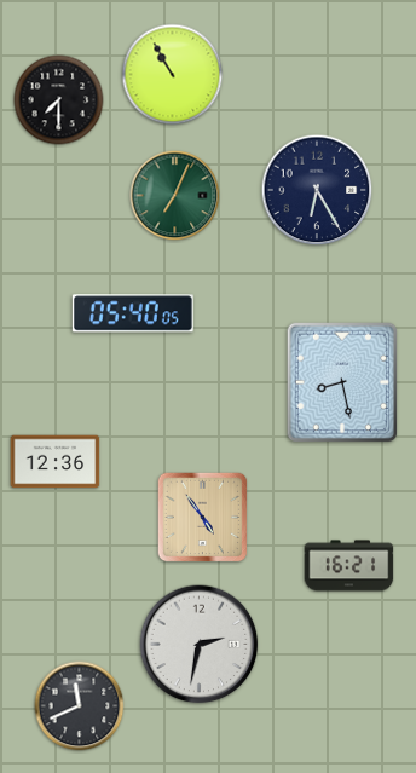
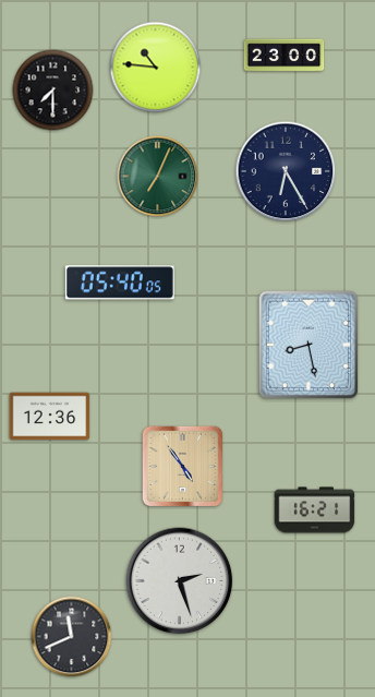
clock at (285, 56): none -> 23:00
clock at (173, 75): 10:55 -> 10:46
clock at (200, 645): 2:32 -> 2:27
